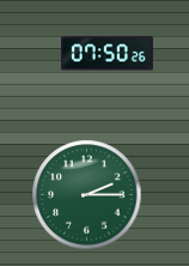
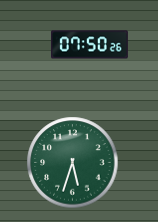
clock at (87, 195): 2:15 -> 5:33
